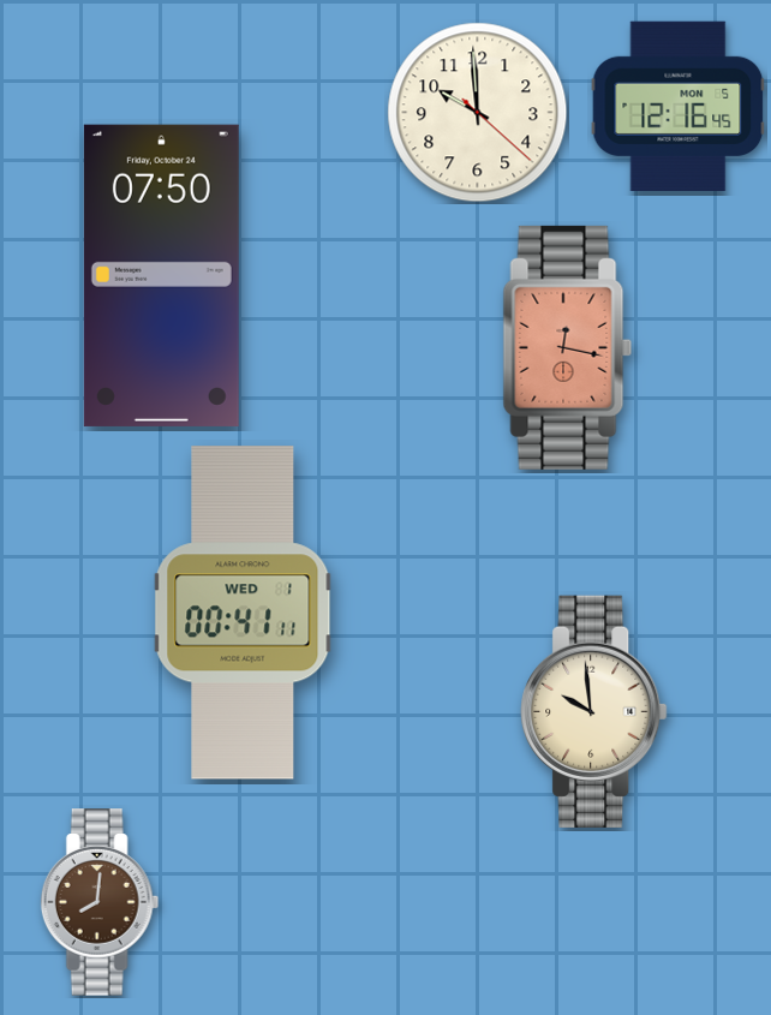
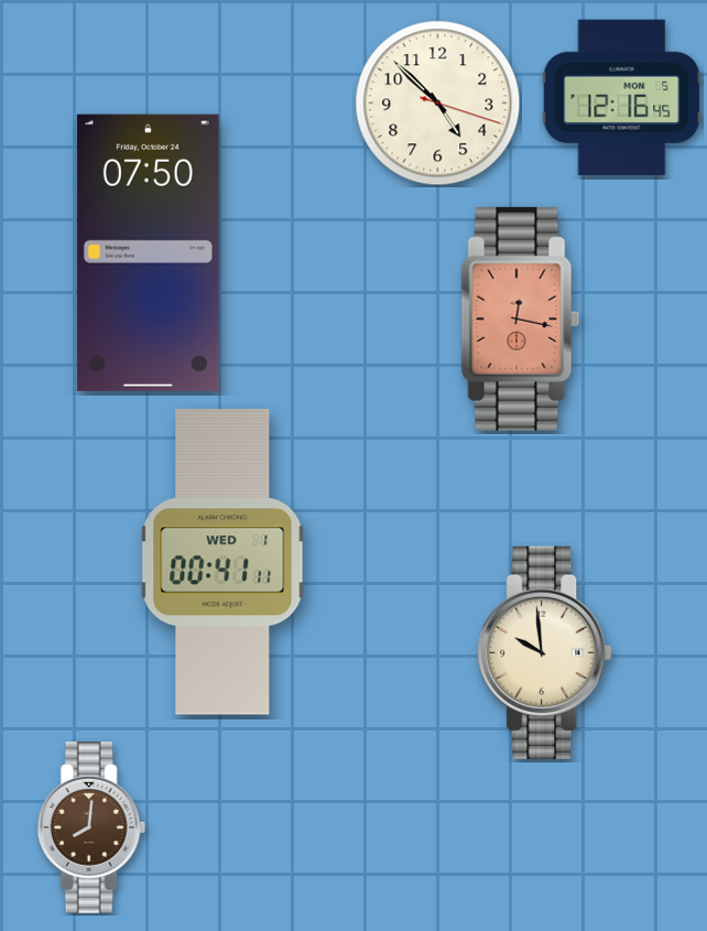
clock at (478, 113): 9:59 -> 4:52
